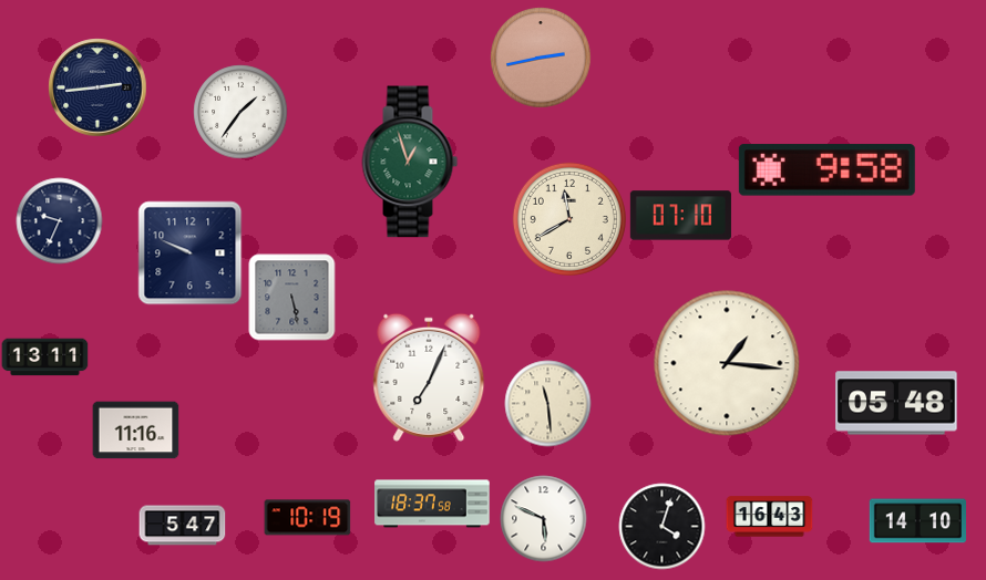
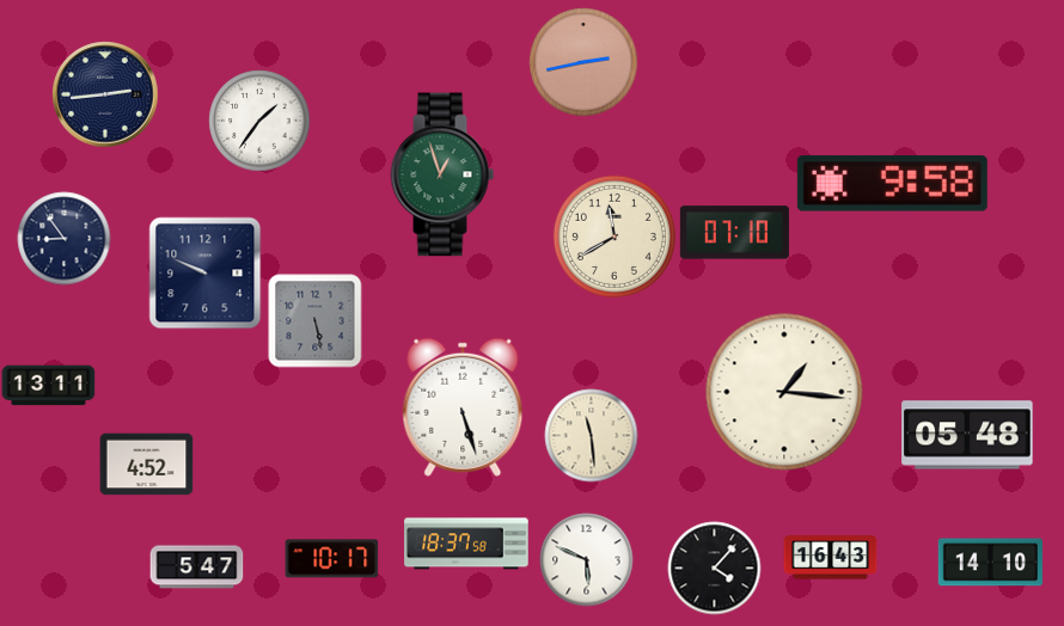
clock at (59, 220): 9:34 -> 8:54
clock at (429, 377): 7:04 -> 5:27
clock at (135, 431): 11:16 -> 4:52
clock at (307, 518): 10:19 -> 10:17
clock at (661, 526): 4:03 -> 4:07
